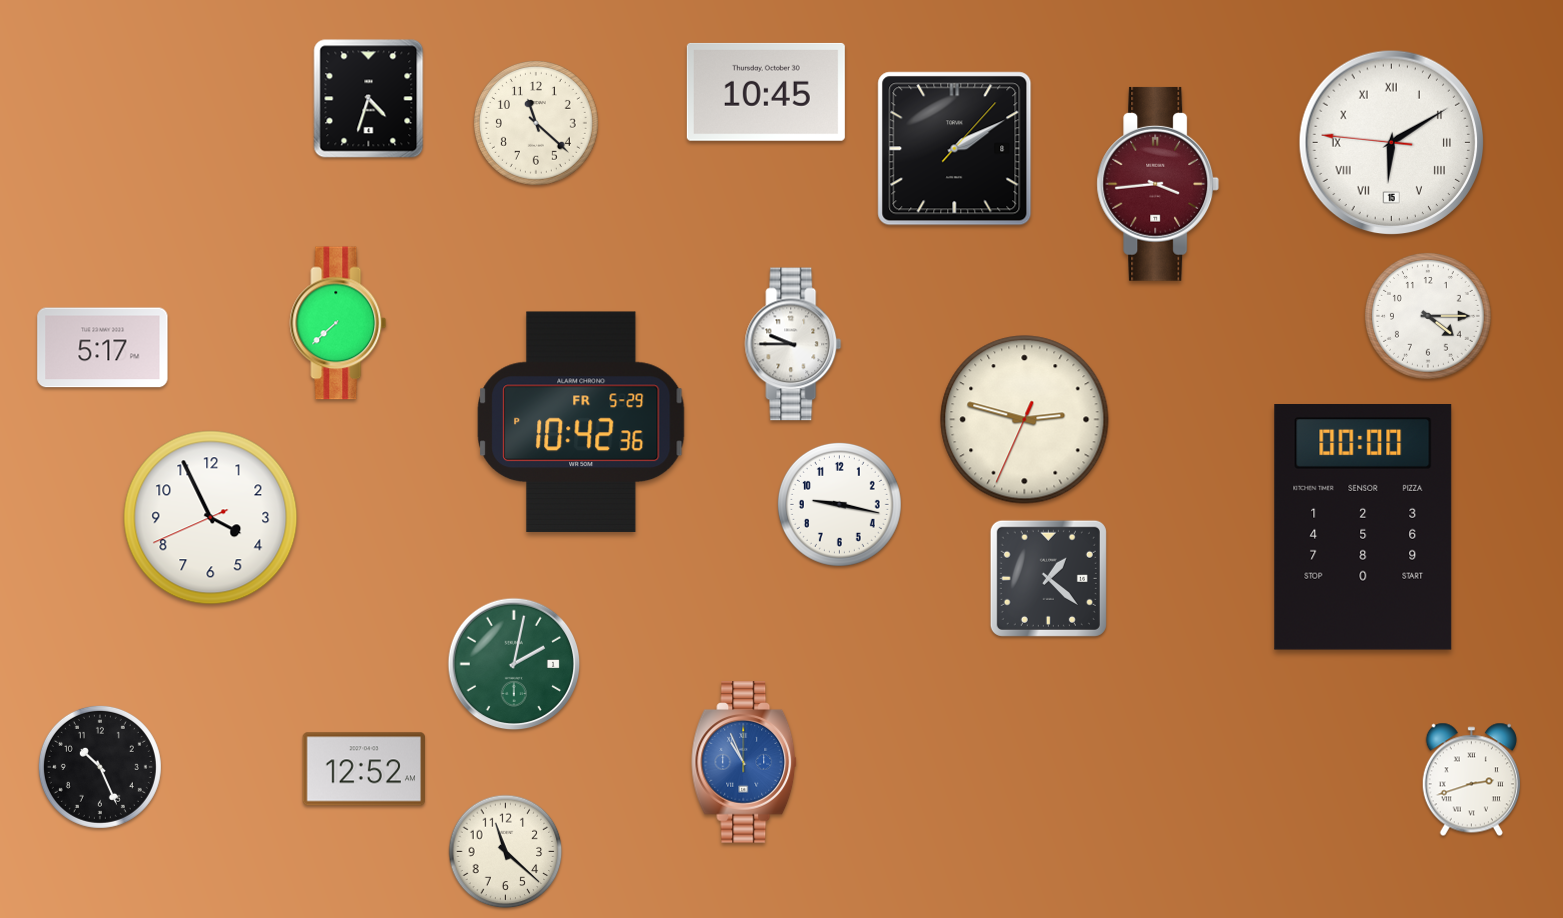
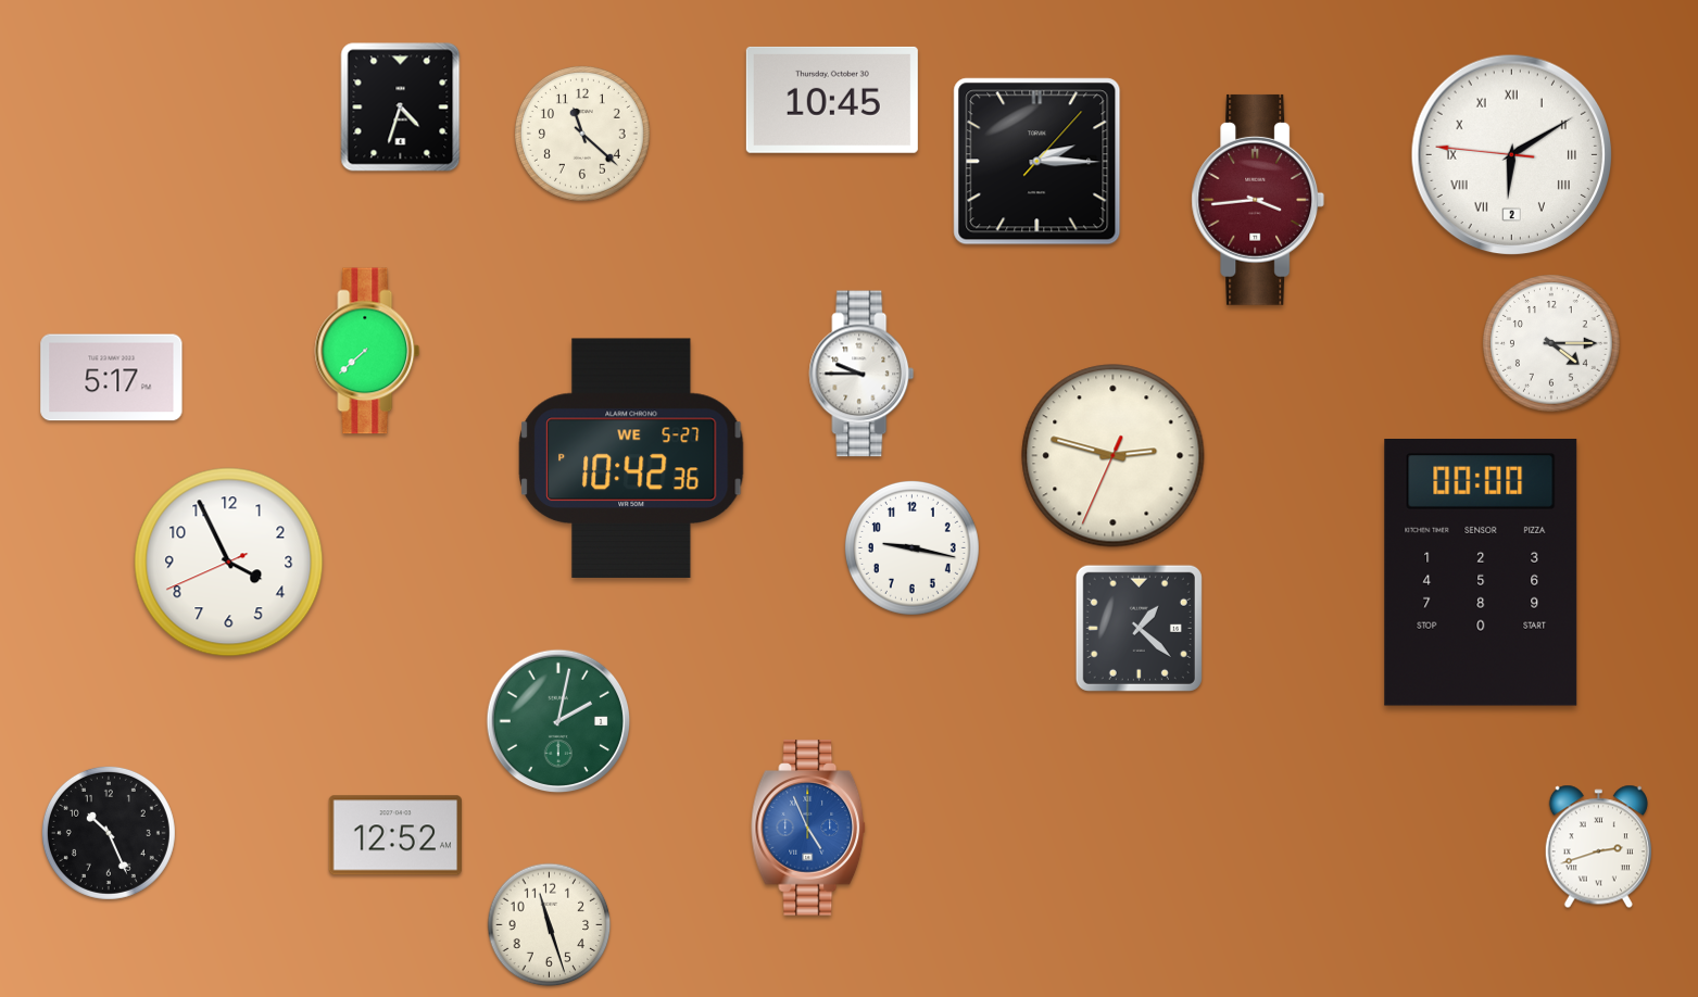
clock at (1392, 143) date: 15 -> 2
clock at (955, 149): 2:10 -> 2:15
clock at (581, 422) date: FR 5-29 -> WE 5-27
clock at (745, 762): 10:56 -> 4:56
clock at (506, 852): 11:22 -> 11:27
